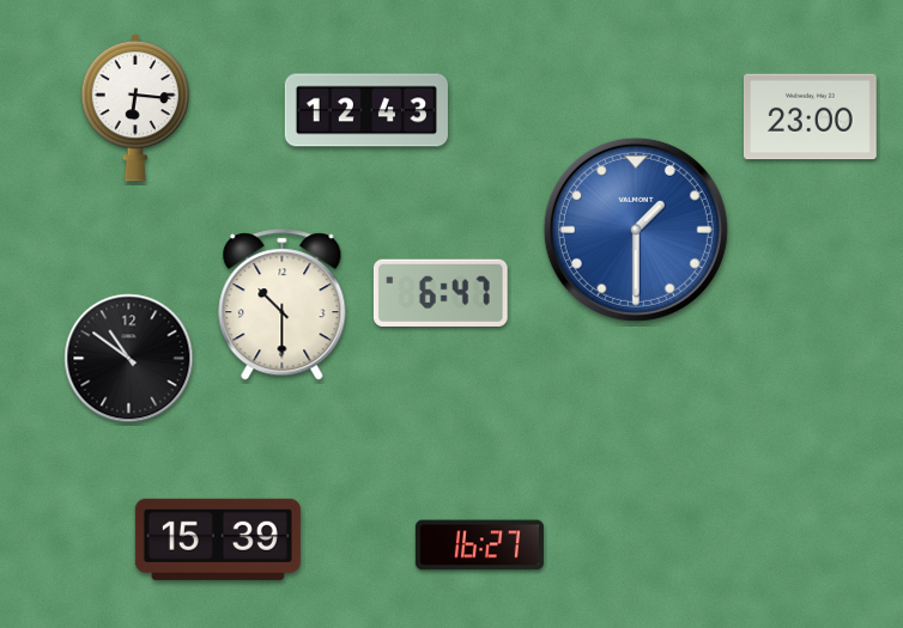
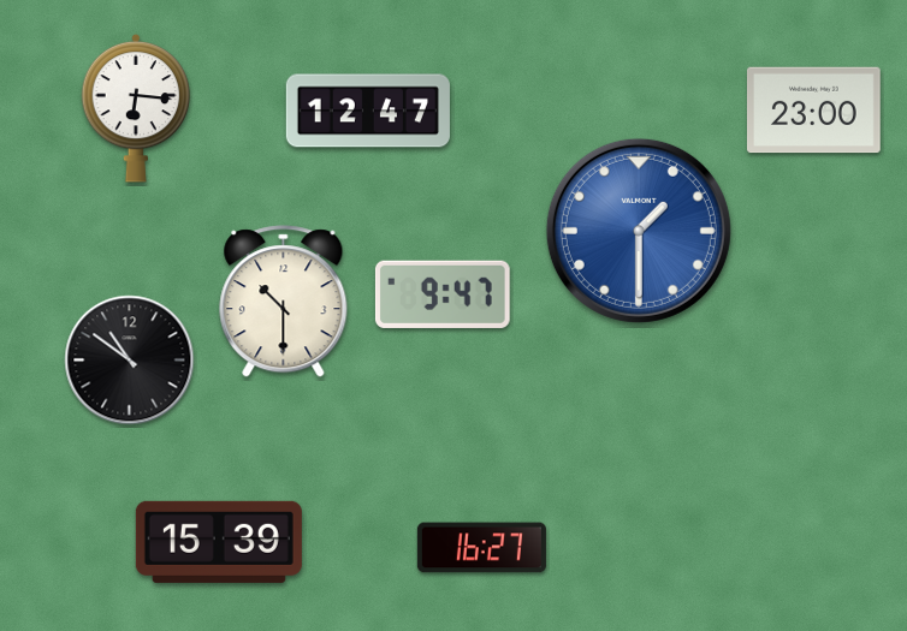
clock at (366, 110): 12:43 -> 12:47
clock at (810, 117) position: (810, 117) -> (813, 111)
clock at (441, 293): 6:47 -> 9:47
clock at (283, 305) position: (283, 305) -> (284, 302)
